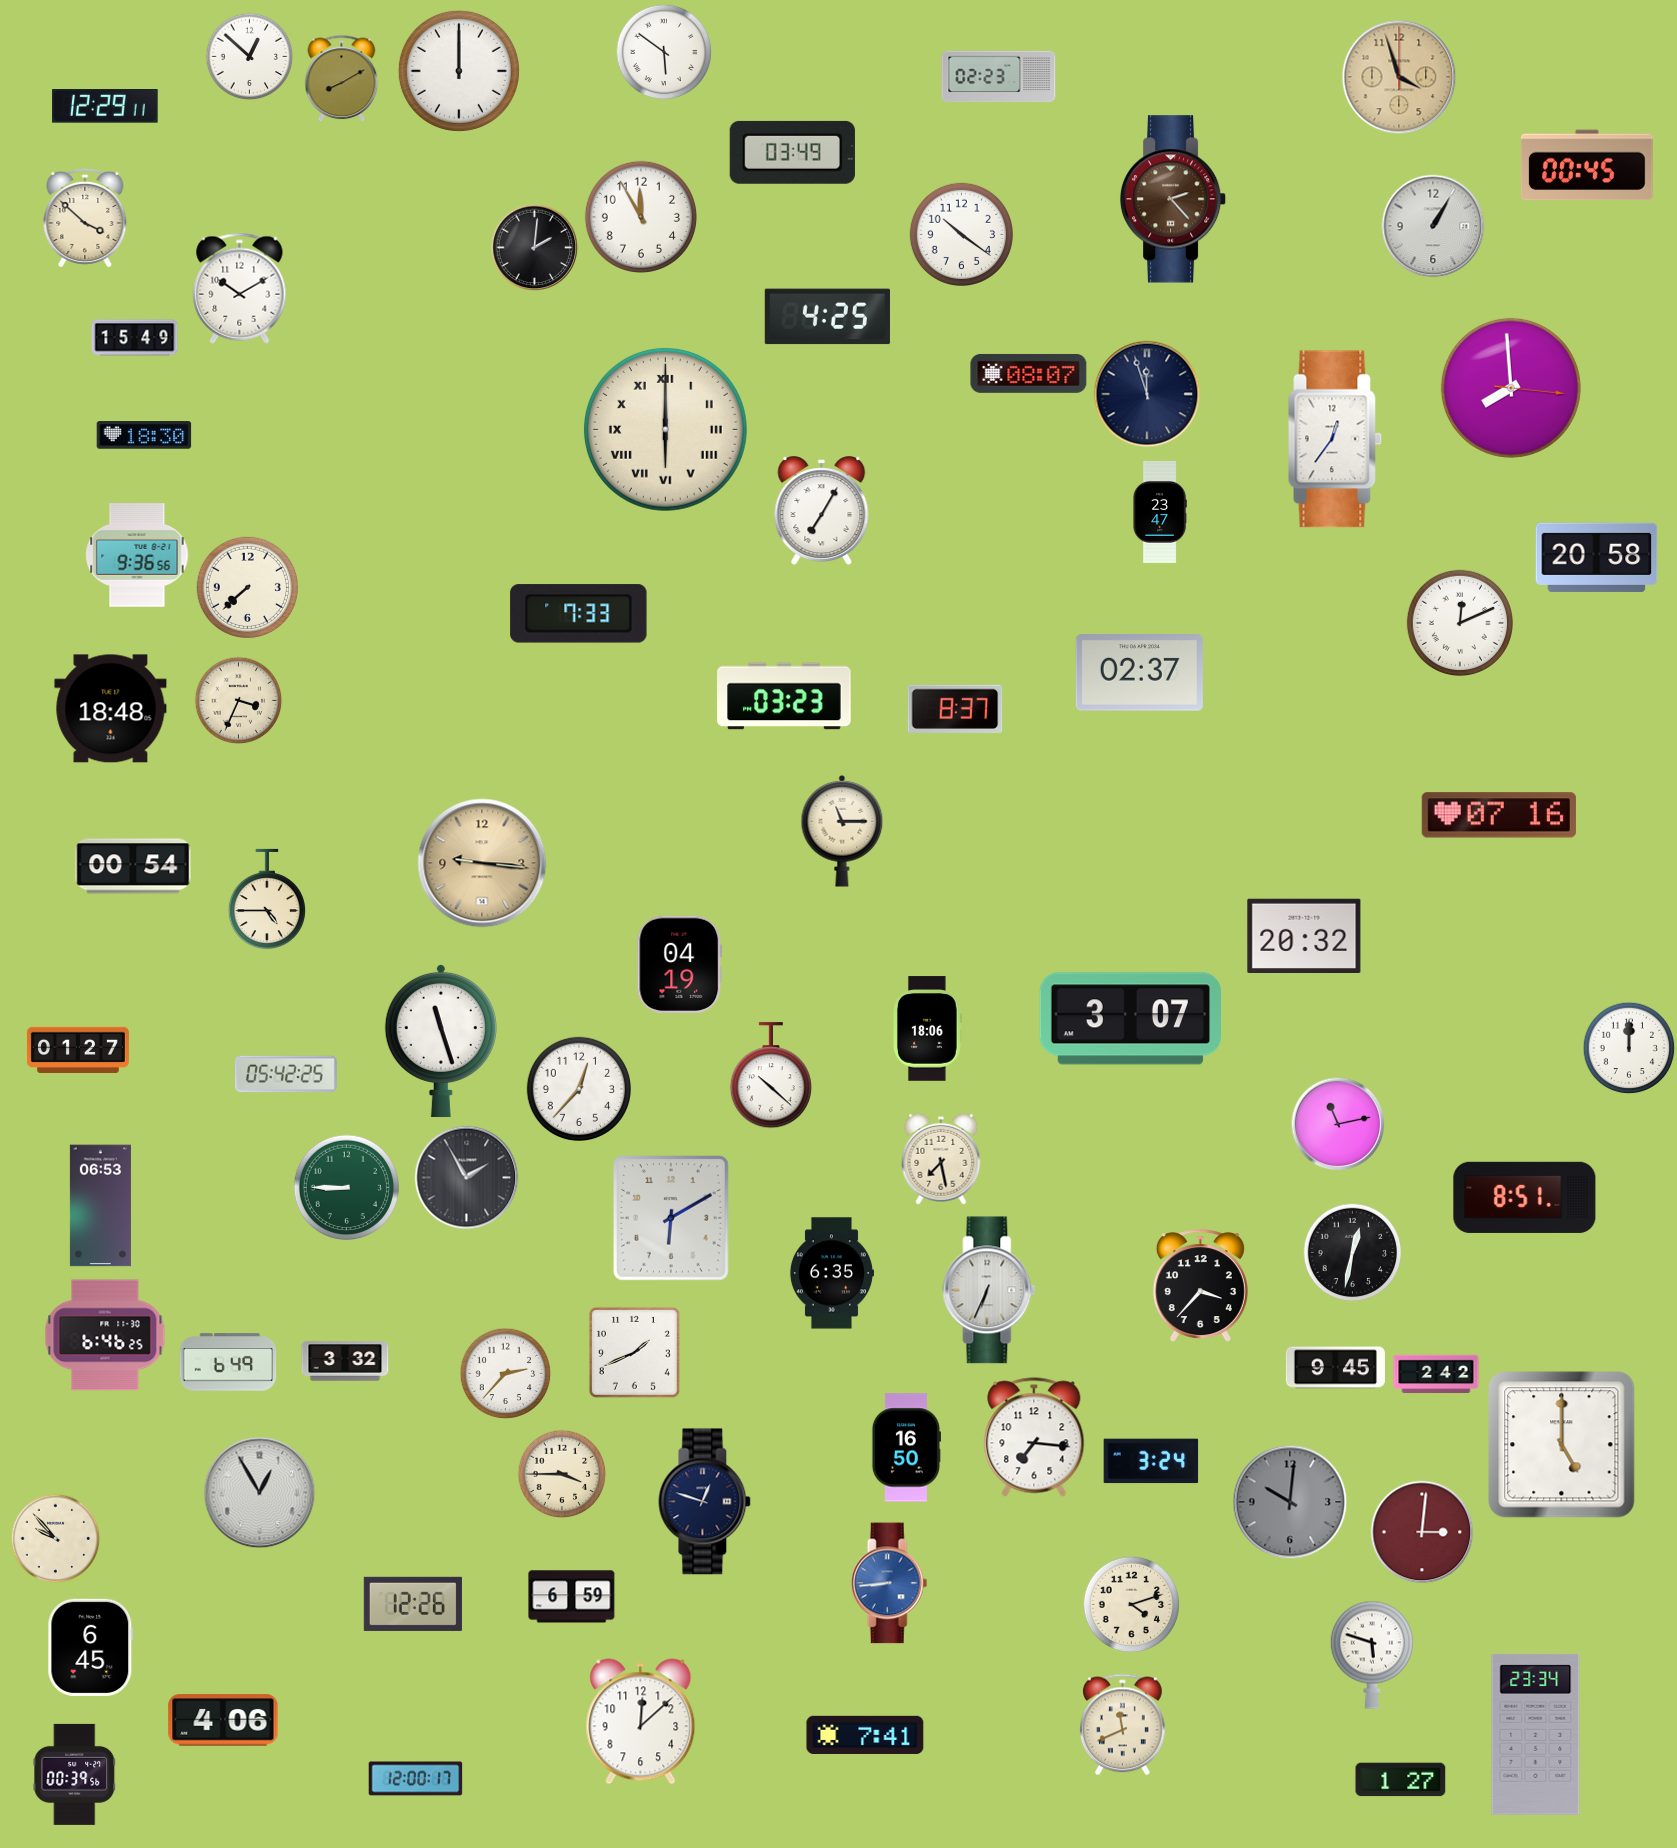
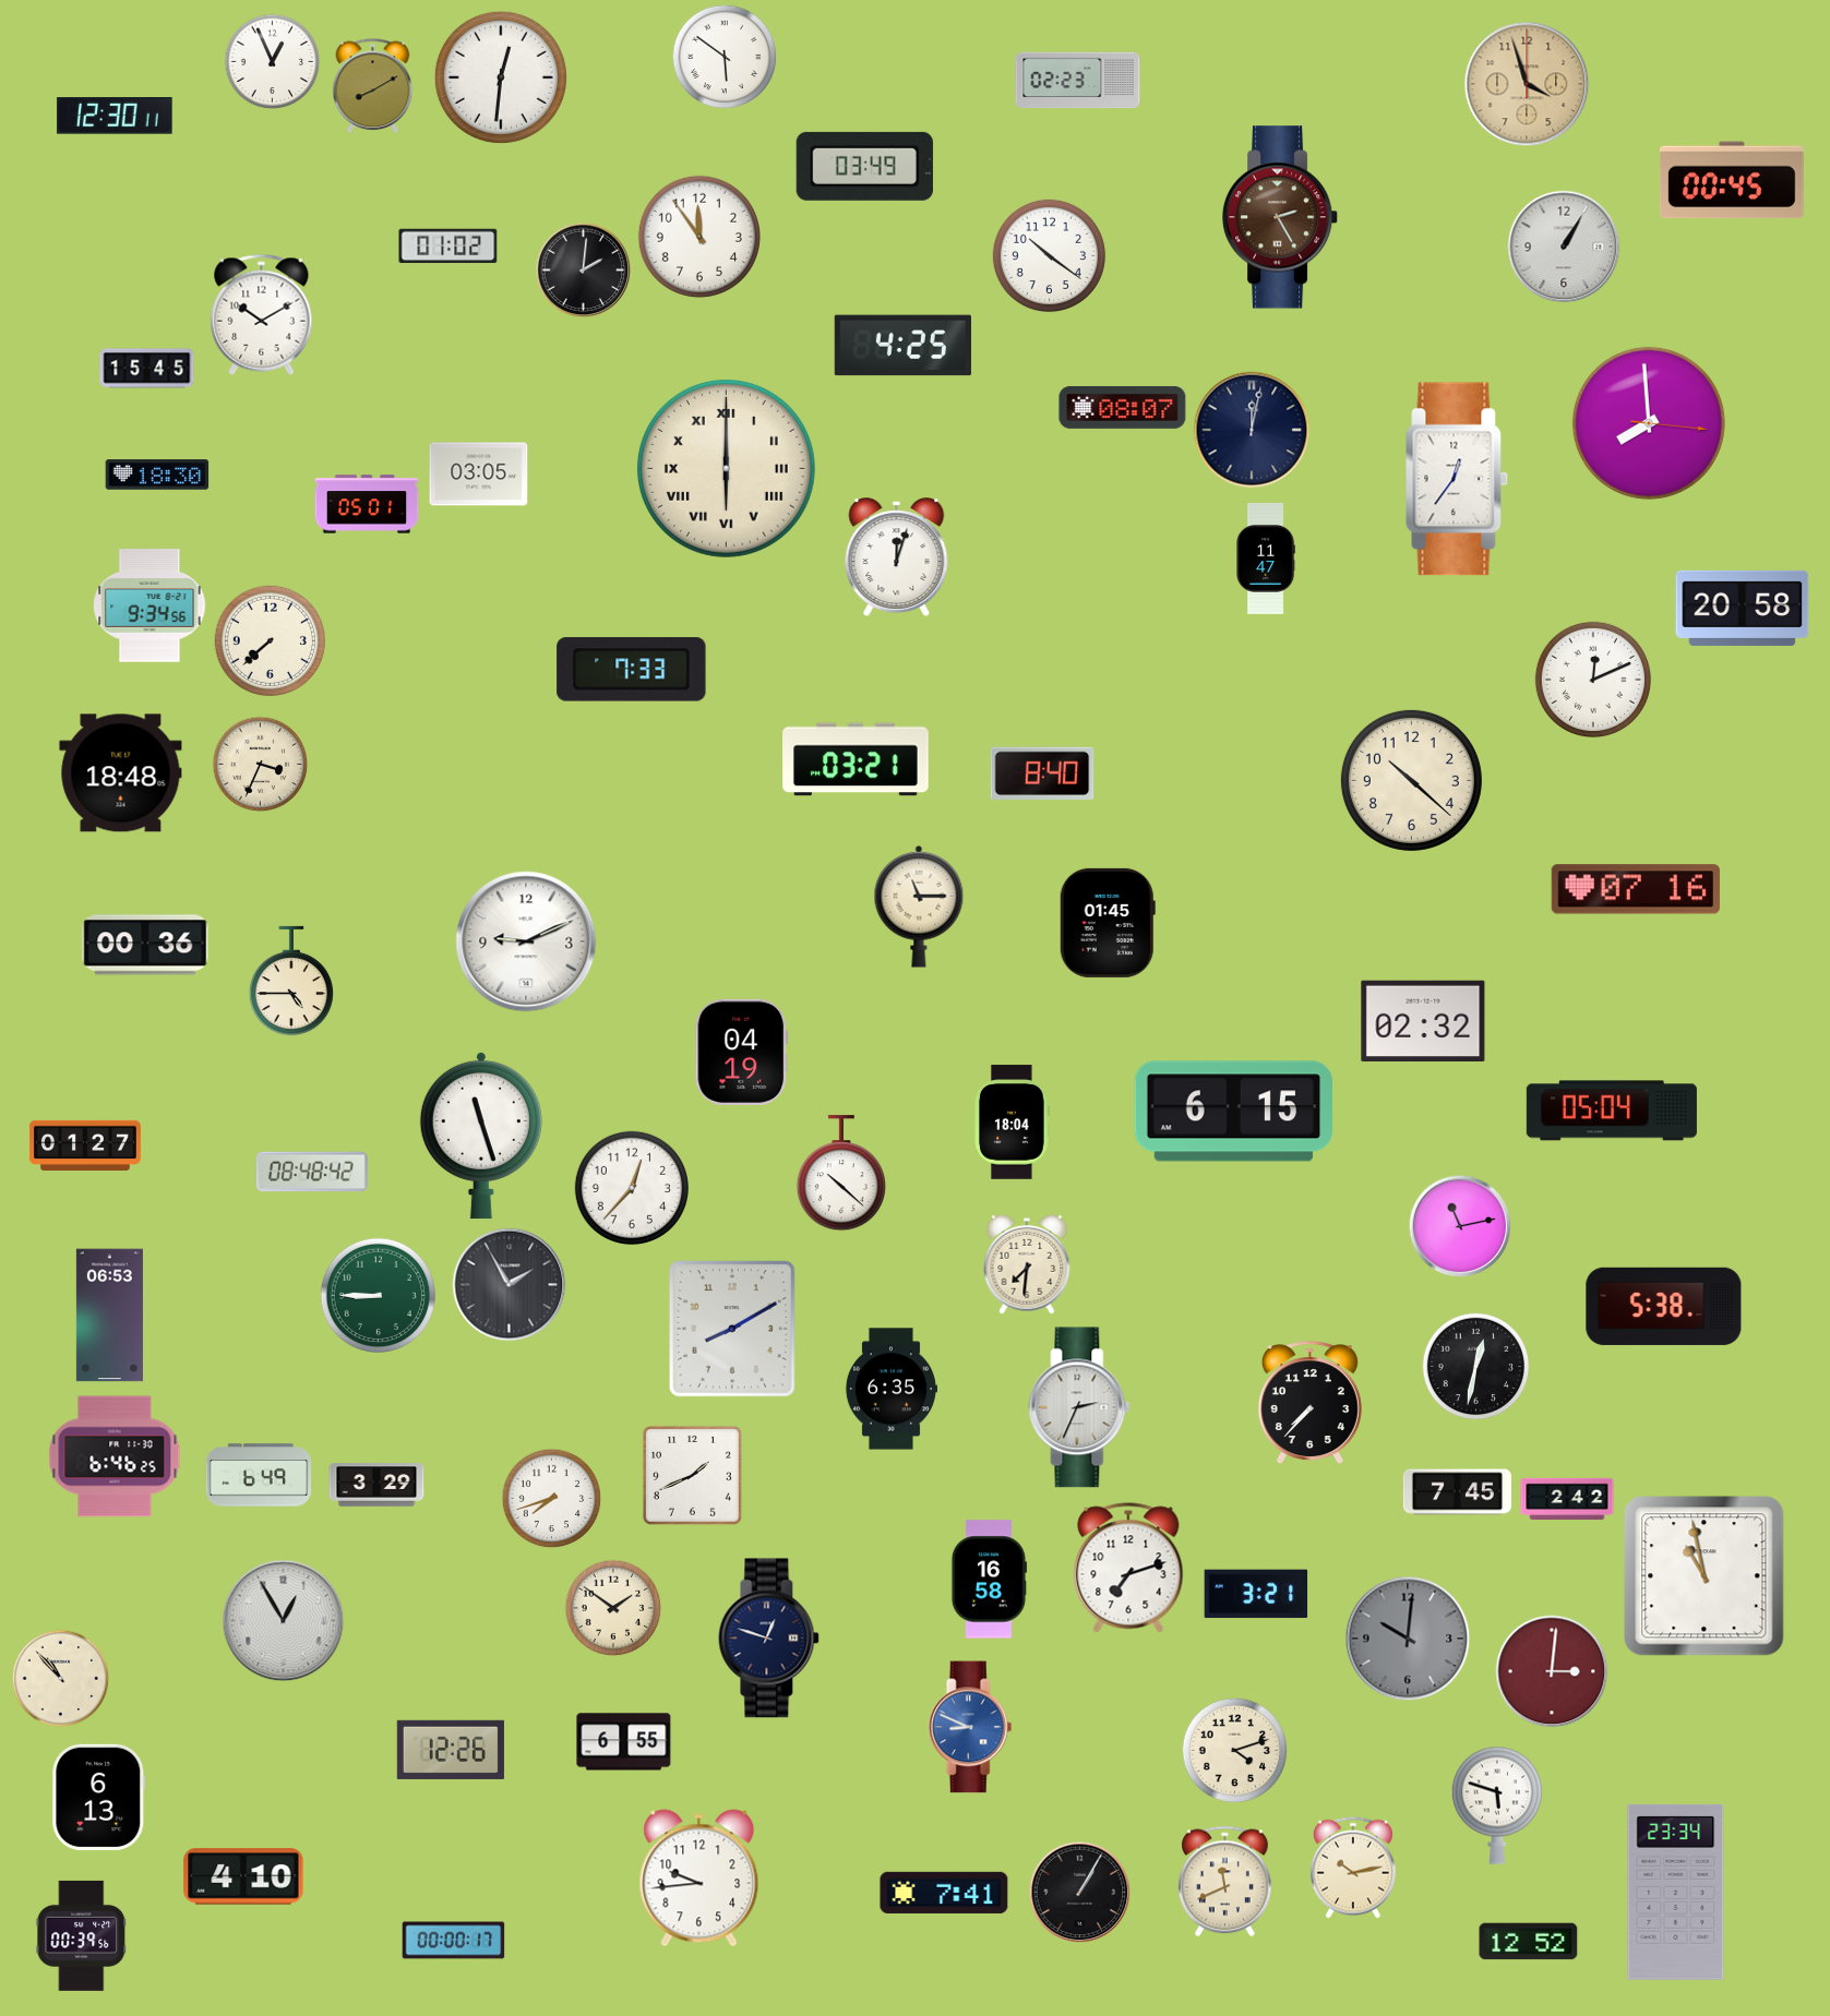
clock at (250, 57): 12:52 -> 12:56
clock at (459, 71): 12:00 -> 12:31
clock at (999, 77) position: (999, 77) -> (1078, 81)
clock at (105, 107): 12:29 -> 12:30
clock at (1173, 199): 2:23 -> 2:25
clock at (641, 217): 11:55 -> 11:54
clock at (85, 218): 3:52 -> none
clock at (448, 247): none -> 01:02
clock at (135, 338): 15:49 -> 15:45
clock at (1147, 394): 11:57 -> 12:02
clock at (479, 475): none -> 03:05
clock at (367, 504): none -> 05:01
clock at (822, 511): 7:05 -> 12:03
clock at (1160, 513): 23:47 -> 11:47
clock at (137, 555): 9:36 -> 9:34
clock at (1139, 673): 02:37 -> none
clock at (784, 696): 03:23 -> 03:21
clock at (955, 708): 8:37 -> 8:40
clock at (1411, 780): none -> 10:22
clock at (1108, 923): none -> 01:45
clock at (482, 863): 9:16 -> 9:11
clock at (482, 863) dial: champagne -> white
clock at (133, 866): 00:54 -> 00:36
clock at (1304, 935): 20:32 -> 02:32
clock at (1612, 1111): none -> 05:04
clock at (1130, 1019): 3:07 -> 6:15
clock at (928, 1029): 18:06 -> 18:04
clock at (1629, 1048): 12:00 -> none
clock at (286, 1074): 05:42 -> 08:48
clock at (941, 1159): 7:28 -> 7:31
clock at (1525, 1197): 8:51 -> 5:38
clock at (672, 1218): 6:10 -> 8:10
clock at (831, 1273) position: (831, 1273) -> (890, 1389)
clock at (1200, 1285): 3:37 -> 7:37
clock at (989, 1290): 6:34 -> 2:34
clock at (345, 1361): 3:32 -> 3:29
clock at (228, 1362) position: (228, 1362) -> (259, 1475)
clock at (1335, 1368): 9:45 -> 7:45
clock at (506, 1374): 2:37 -> 7:42
clock at (1034, 1437): 7:16 -> 7:12
clock at (1562, 1445): 5:00 -> 10:58
clock at (906, 1448): 16:50 -> 16:58
clock at (1151, 1461): 3:24 -> 3:21
clock at (562, 1474): 3:45 -> 1:51
clock at (260, 1493) position: (260, 1493) -> (284, 1621)
clock at (56, 1539): 9:53 -> 10:53
clock at (889, 1583): 8:44 -> 8:49
clock at (572, 1597): 6:59 -> 6:55
clock at (91, 1647): 6:45 -> 6:13
clock at (1353, 1868): none -> 10:13
clock at (223, 1720): 4:06 -> 4:10
clock at (641, 1722): 12:08 -> 9:44
clock at (1080, 1893): none -> 1:05
clock at (416, 1779): 12:00 -> 00:00
clock at (1401, 1780): 1:27 -> 12:52
